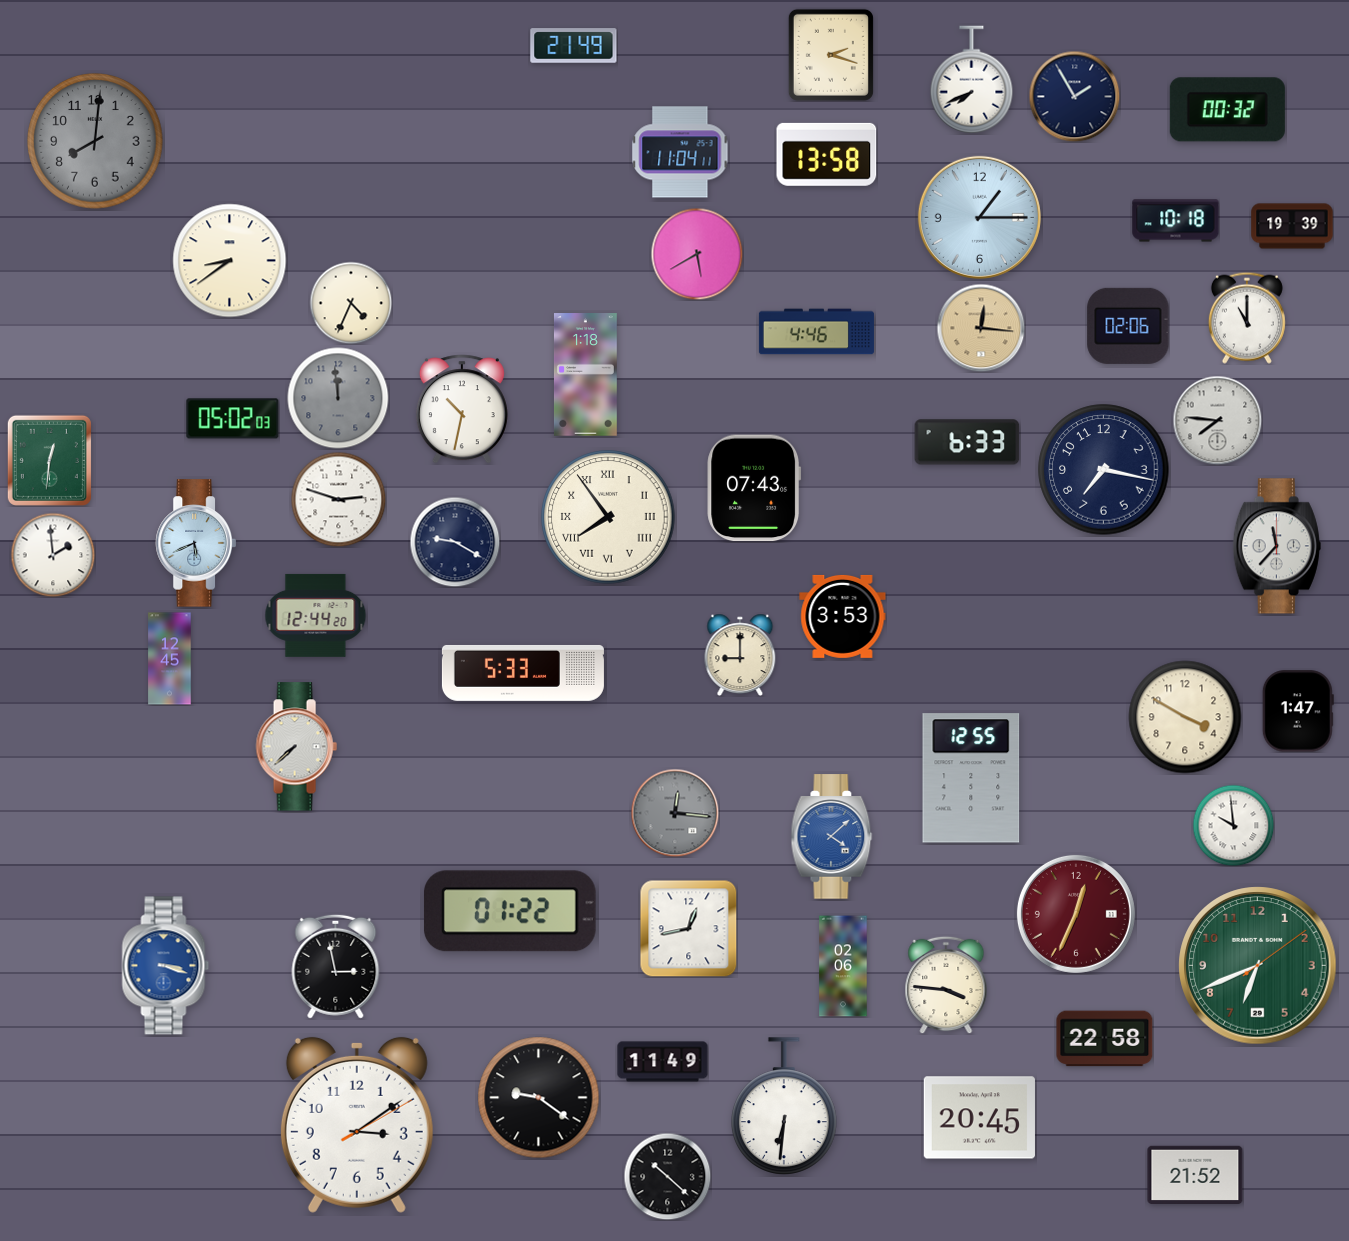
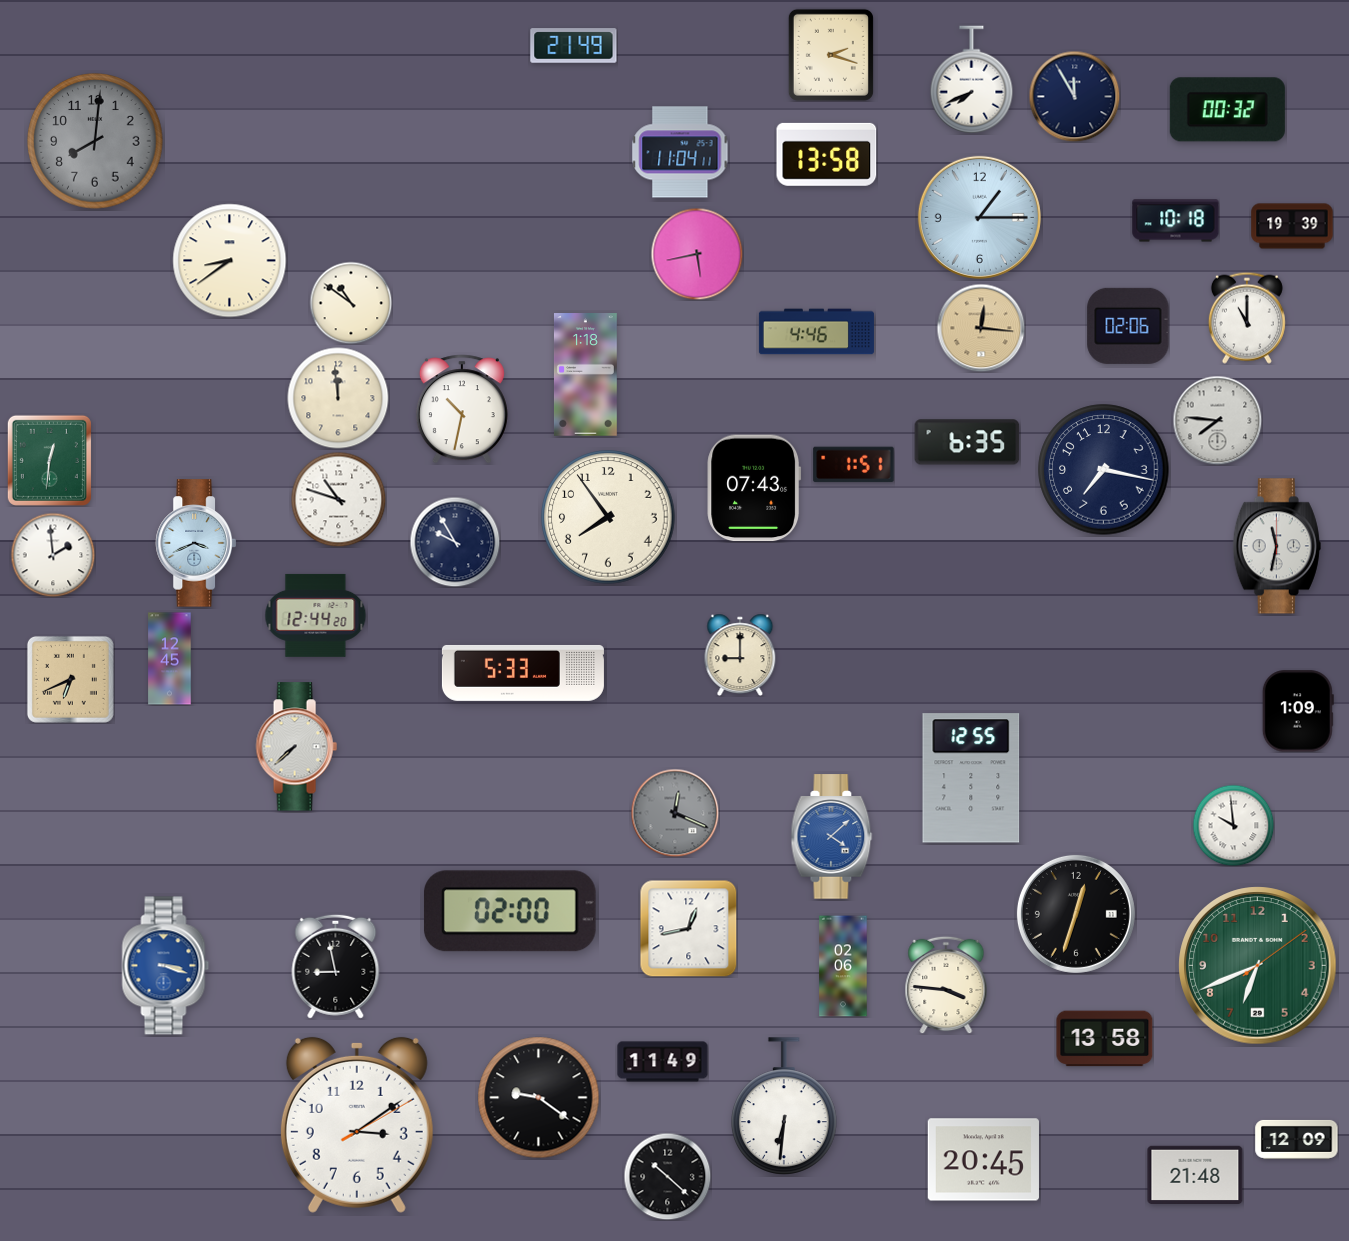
clock at (1074, 96): 1:55 -> 11:55
clock at (697, 254): 5:40 -> 5:43
clock at (351, 303): 4:34 -> 10:51
clock at (338, 398) dial: grey -> cream
clock at (233, 419): 05:02 -> none
clock at (967, 442): 6:33 -> 6:35
clock at (854, 465): none -> 1:51
clock at (338, 499): 2:48 -> 10:48
clock at (608, 517) numerals: Roman -> Arabic
clock at (455, 542): 9:20 -> 9:55
clock at (196, 543): 5:41 -> 3:41
clock at (1277, 546): 11:37 -> 11:32
clock at (843, 616): 3:53 -> none
clock at (70, 679): none -> 6:41
clock at (1298, 711): 1:47 -> 1:09
clock at (1185, 717): 3:50 -> none
clock at (675, 813): 12:16 -> 12:19
clock at (510, 911): 01:22 -> 02:00
clock at (1076, 914): 12:34 -> 12:33
clock at (1076, 914) dial: burgundy -> black
clock at (336, 966): 2:58 -> 8:58
clock at (1105, 1039): 22:58 -> 13:58
clock at (979, 1118) position: (979, 1118) -> (983, 1160)
clock at (1297, 1139): none -> 12:09
clock at (1195, 1174): 21:52 -> 21:48
